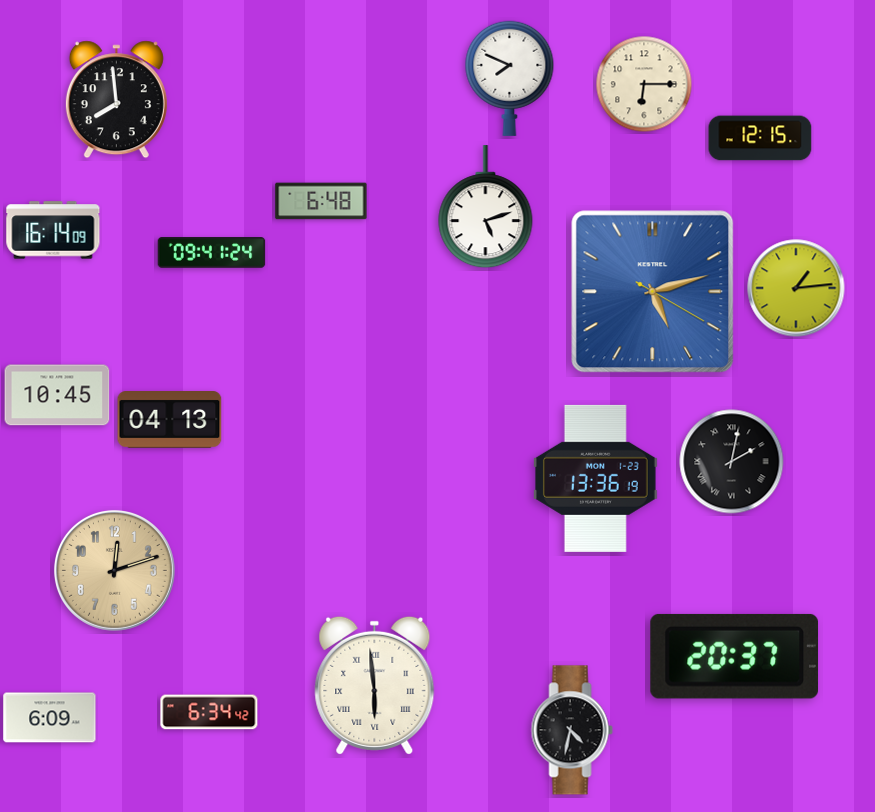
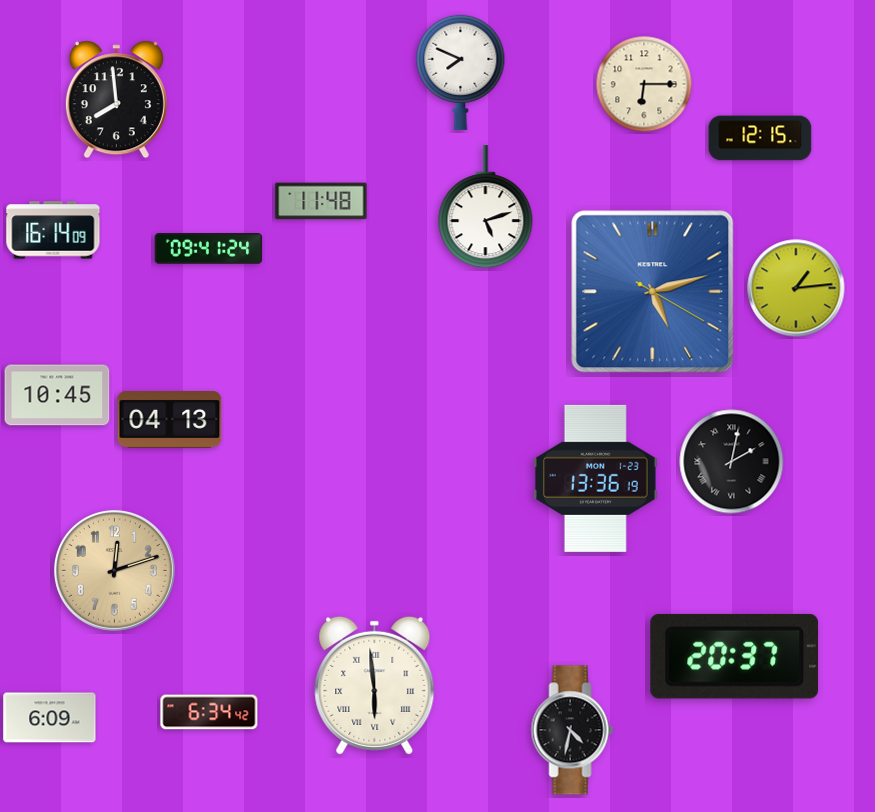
clock at (510, 78) position: (510, 78) -> (461, 72)
clock at (321, 201): 6:48 -> 11:48
clock at (212, 253) position: (212, 253) -> (209, 249)
